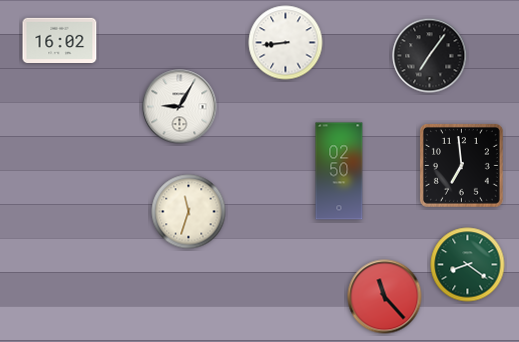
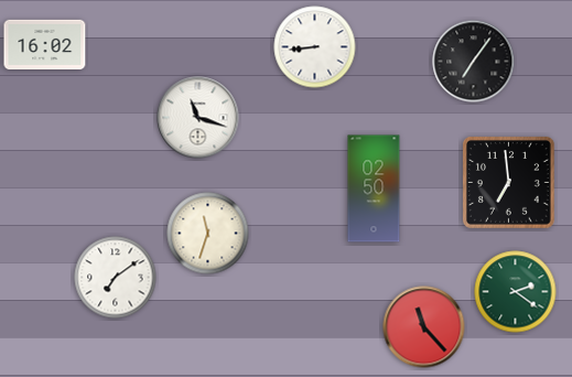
clock at (60, 40) position: (60, 40) -> (45, 44)
clock at (180, 107): 9:05 -> 11:18
clock at (116, 278): none -> 7:09
clock at (468, 265): 8:21 -> 2:21
